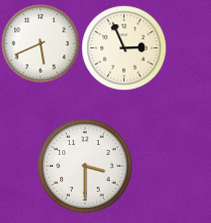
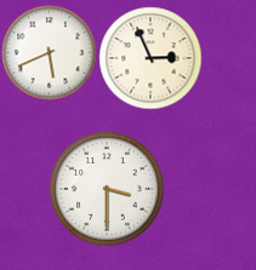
clock at (85, 166) position: (85, 166) -> (107, 189)
